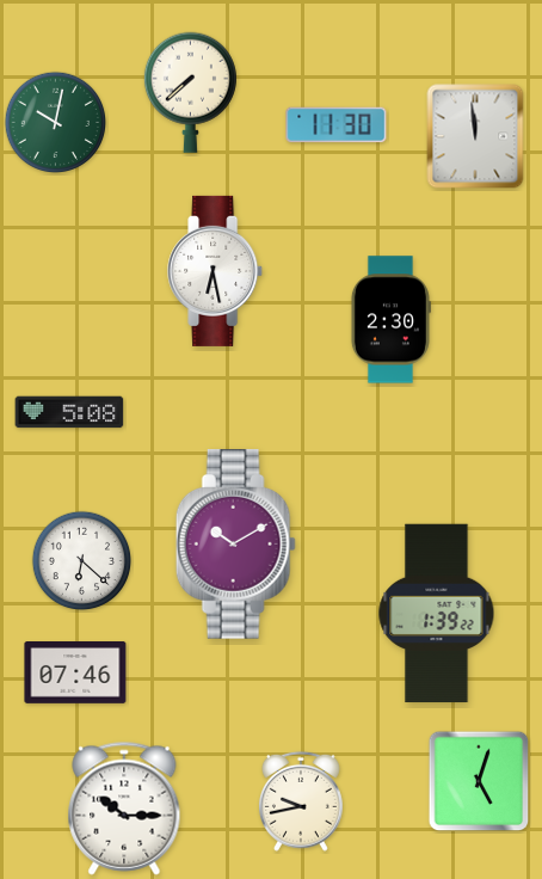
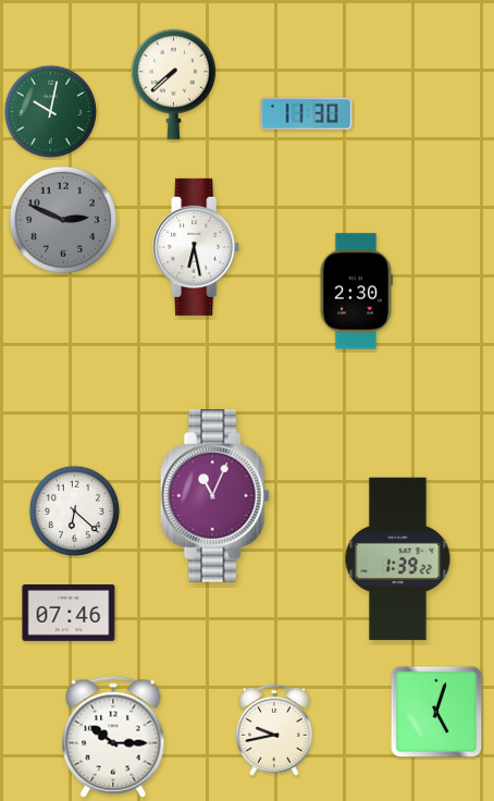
clock at (475, 136): 11:59 -> none
clock at (63, 220): none -> 2:49
clock at (69, 412): 5:08 -> none
clock at (235, 545): 10:10 -> 11:04
